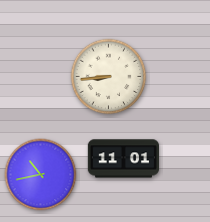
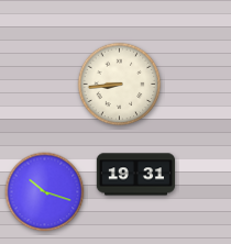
clock at (123, 159): 11:01 -> 19:31
clock at (41, 175): 10:43 -> 10:18
